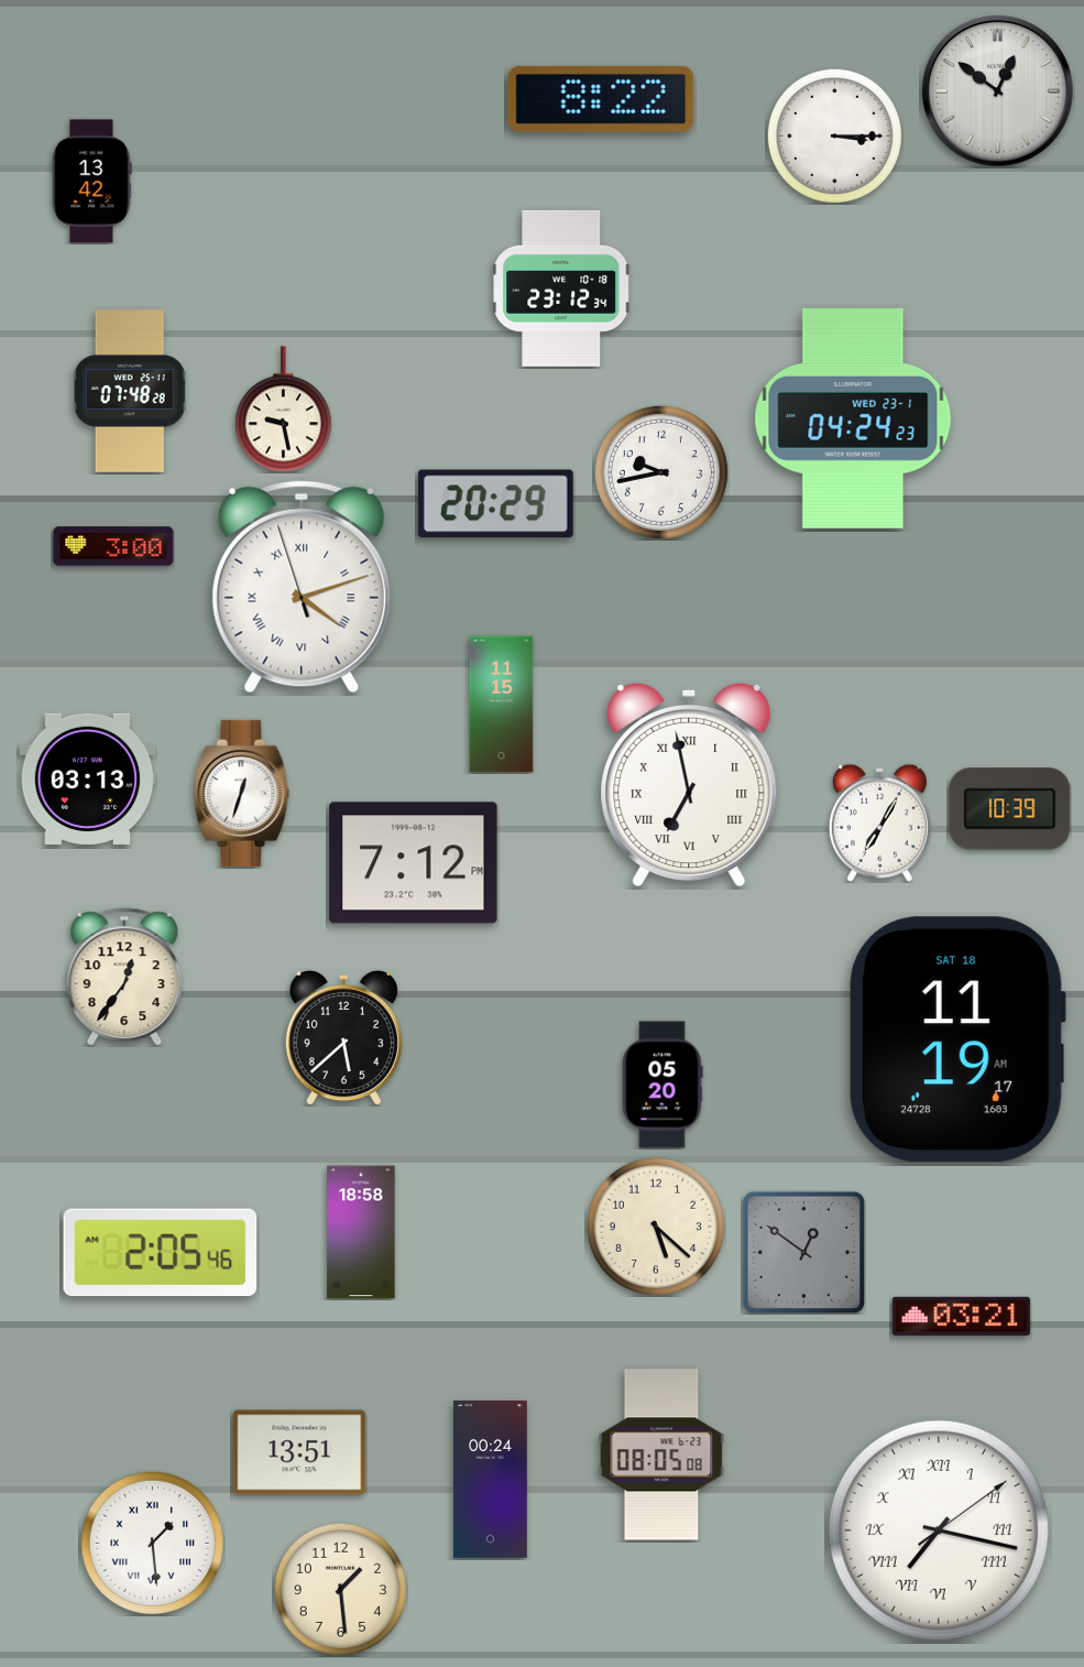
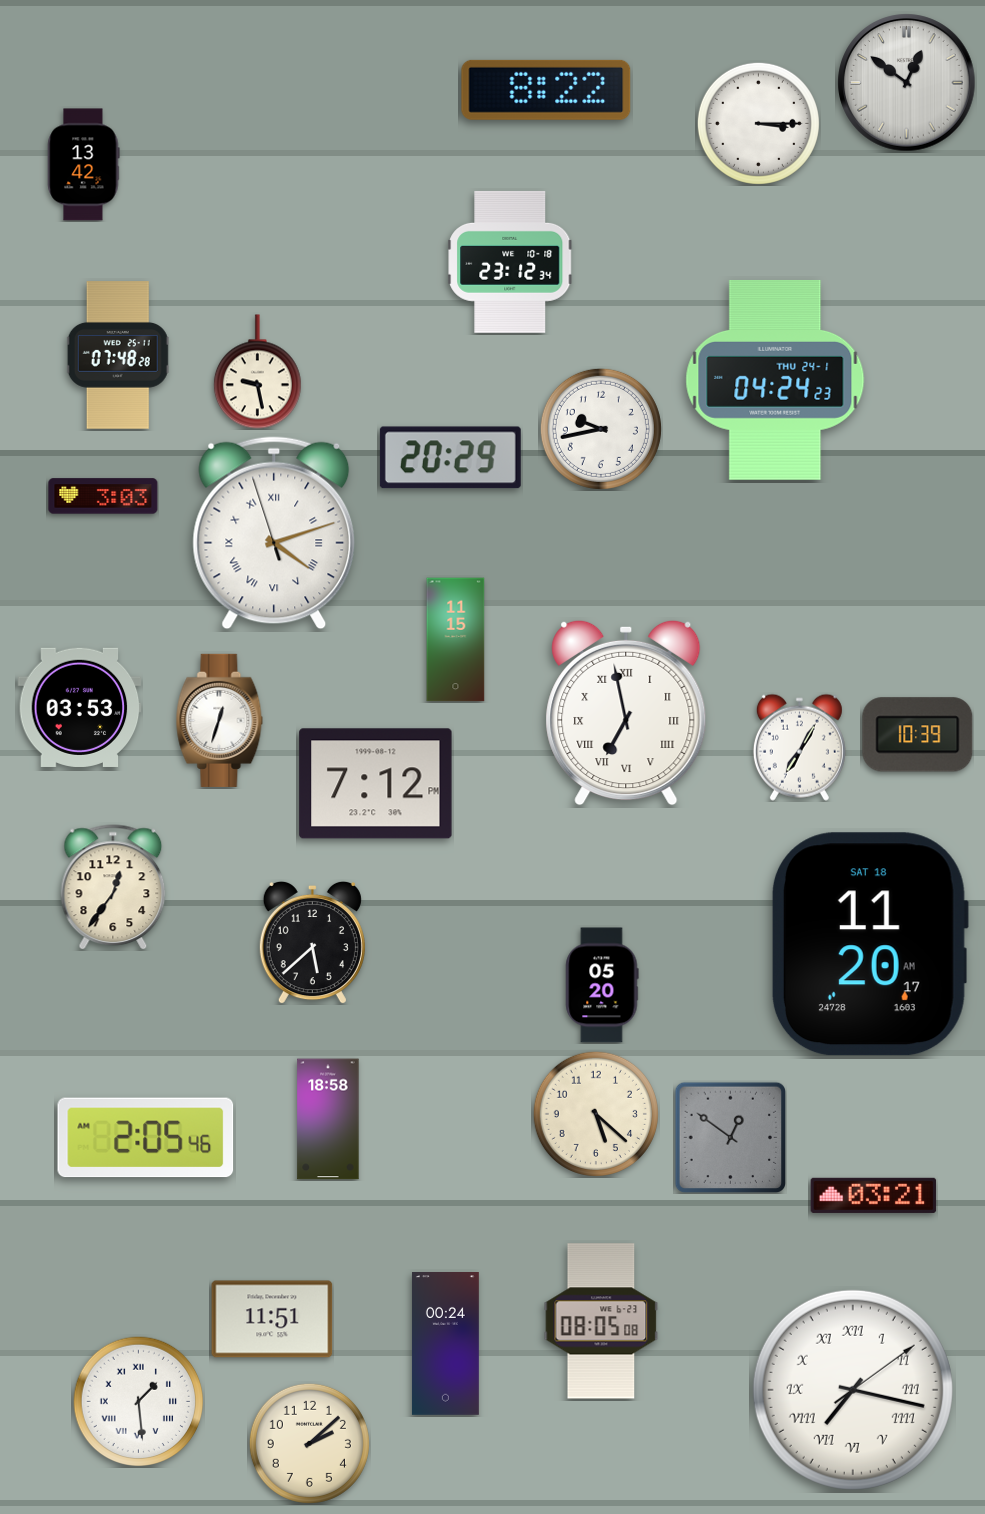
clock at (853, 418) date: WED 23-1 -> THU 24-1
clock at (113, 546): 3:00 -> 3:03
clock at (88, 778): 03:13 -> 03:53
clock at (956, 1039): 11:19 -> 11:20
clock at (299, 1452): 13:51 -> 11:51
clock at (340, 1589): 1:29 -> 2:08
